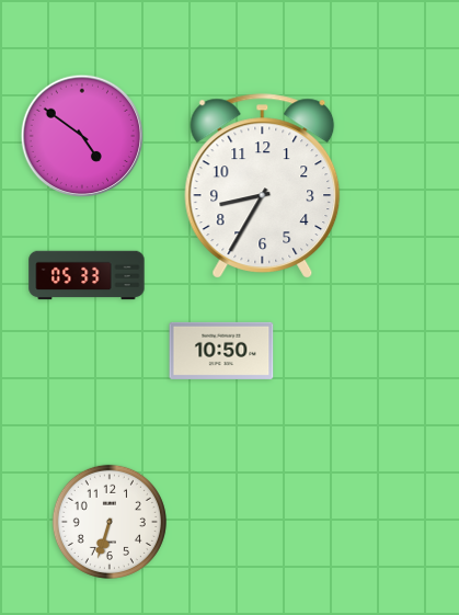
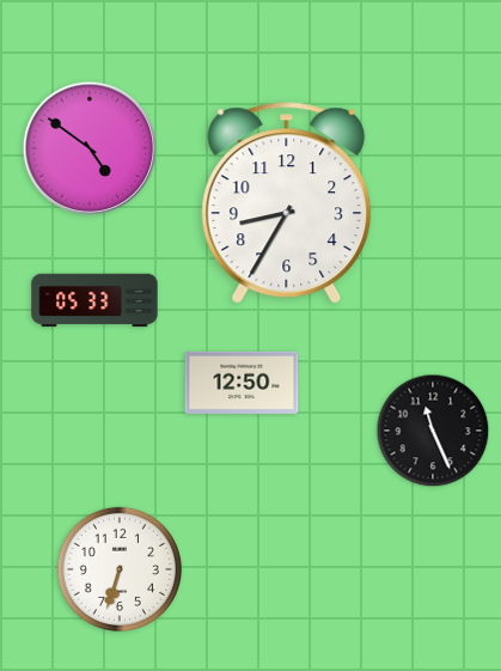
clock at (221, 351): 10:50 -> 12:50
clock at (433, 431): none -> 11:26
